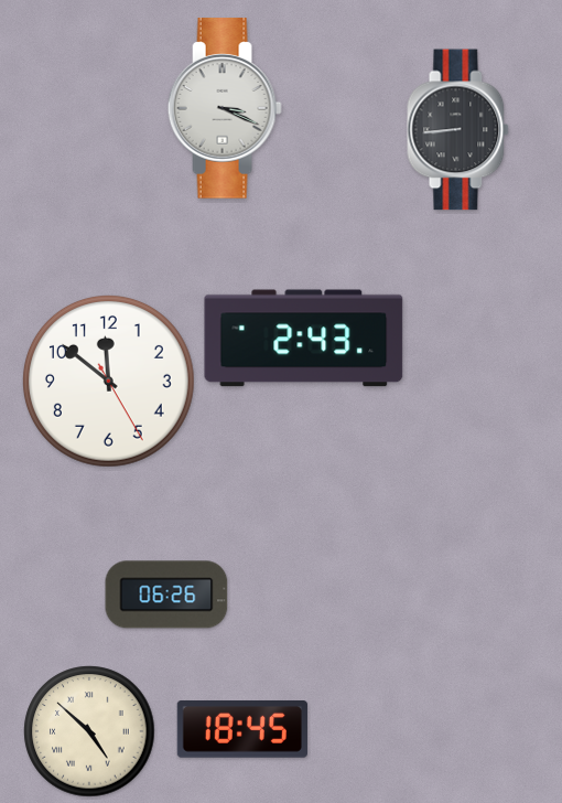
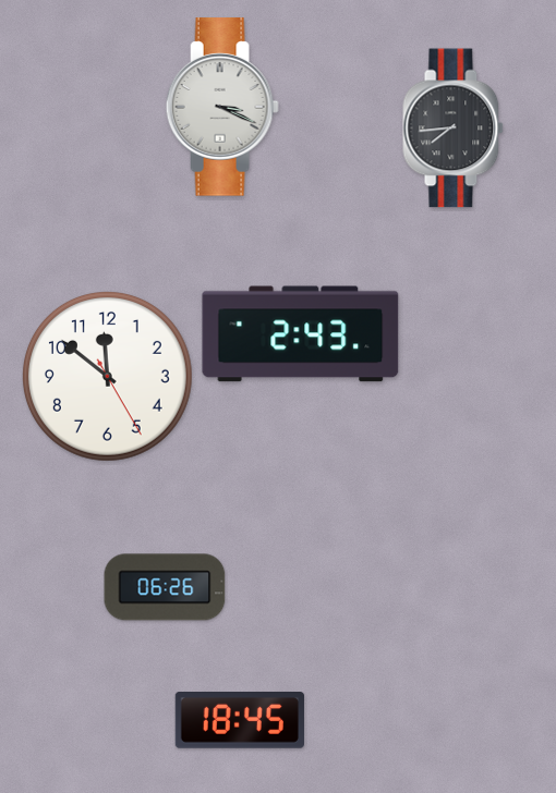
clock at (458, 130): 8:44 -> 7:44
clock at (89, 731): 4:52 -> none
